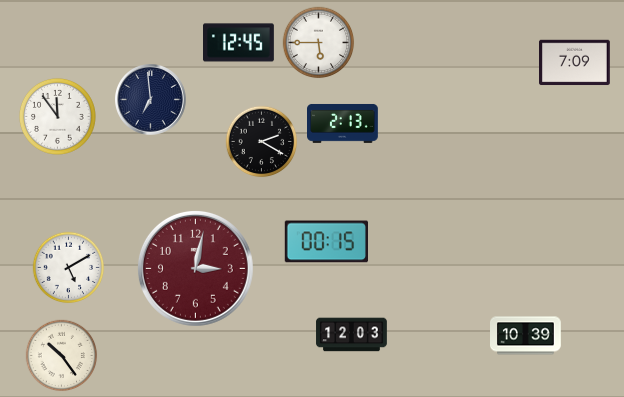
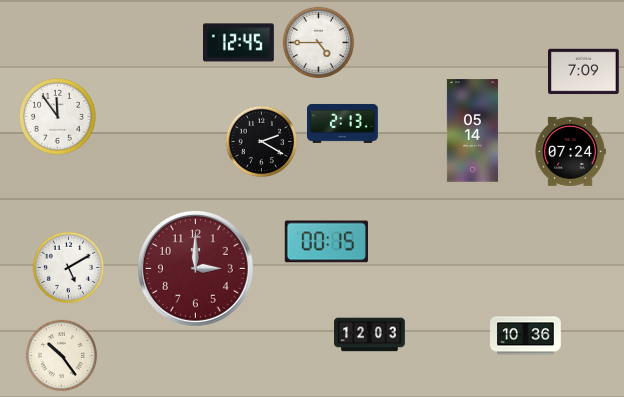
clock at (319, 43): 5:45 -> 4:45
clock at (575, 63) position: (575, 63) -> (584, 72)
clock at (151, 100): 6:59 -> none
clock at (472, 131): none -> 05:14
clock at (570, 151): none -> 07:24
clock at (195, 268): 3:02 -> 3:00
clock at (352, 335) position: (352, 335) -> (370, 335)
clock at (526, 336): 10:39 -> 10:36
